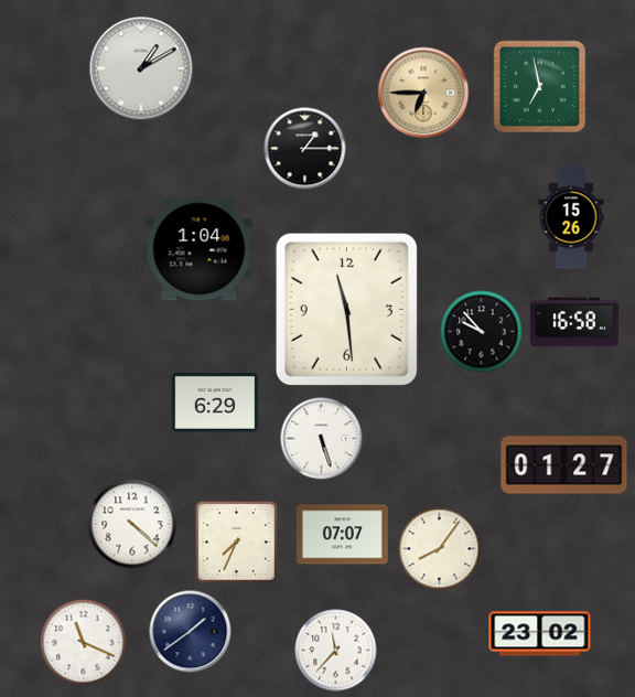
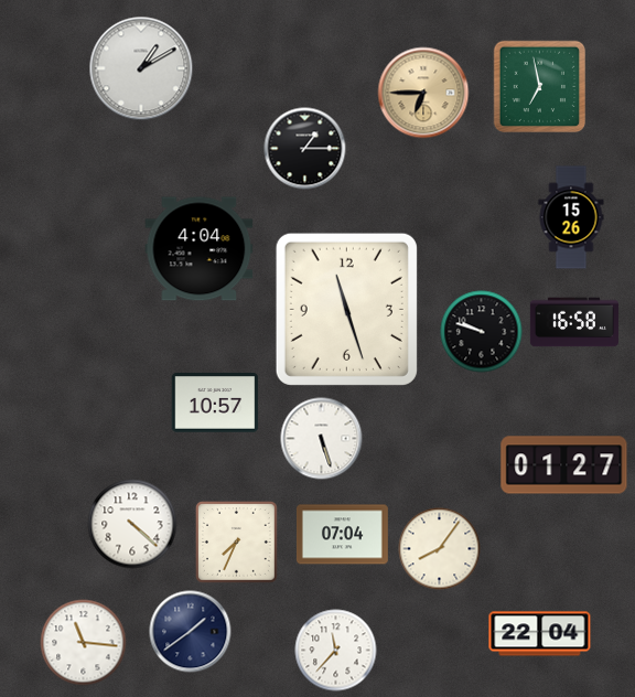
clock at (200, 249): 1:04 -> 4:04
clock at (346, 309): 11:29 -> 11:27
clock at (482, 332): 9:53 -> 9:48
clock at (215, 404): 6:29 -> 10:57
clock at (342, 535): 07:07 -> 07:04
clock at (540, 634): 23:02 -> 22:04
clock at (84, 643): 11:19 -> 11:16
